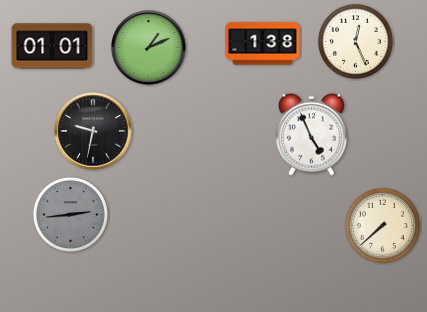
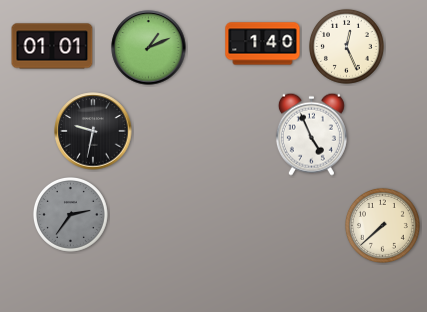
clock at (355, 41) position: (355, 41) -> (346, 46)
clock at (263, 44): 1:38 -> 1:40
clock at (70, 214): 2:44 -> 2:36
